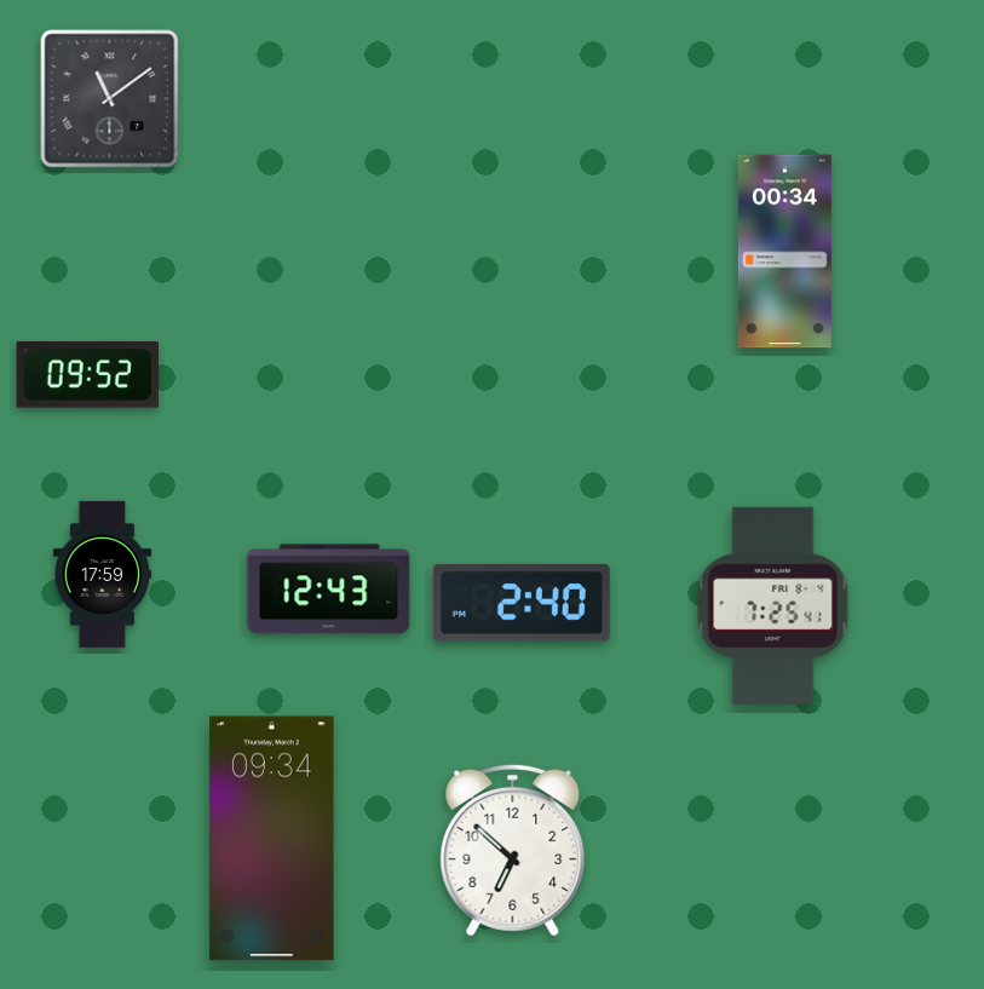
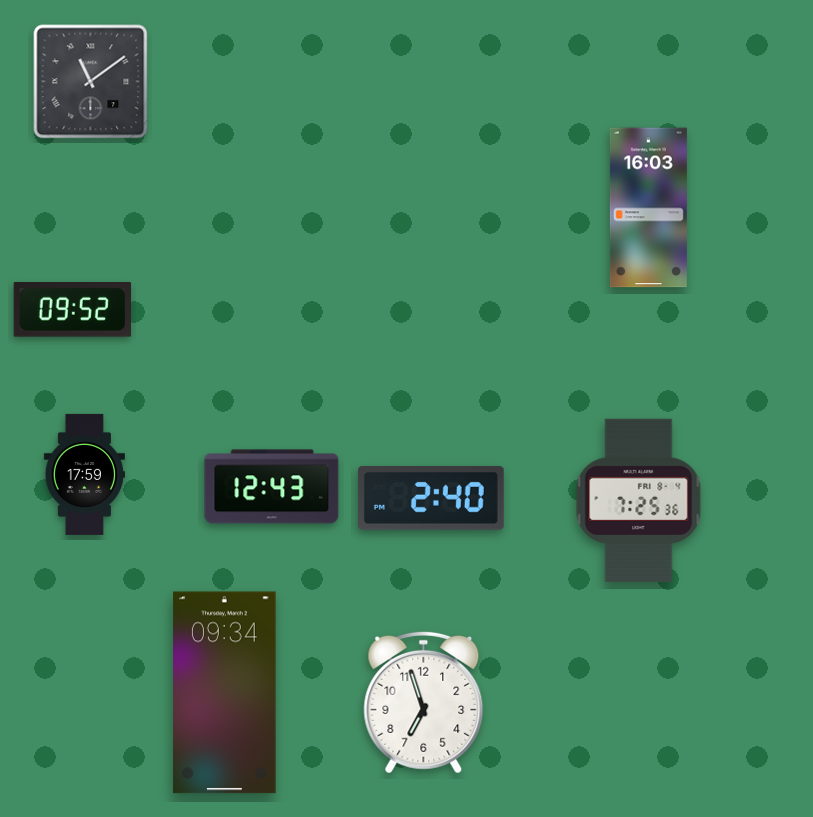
clock at (784, 252): 00:34 -> 16:03
clock at (773, 605): 7:25:41 -> 7:25:36
clock at (513, 850): 6:52 -> 6:57
